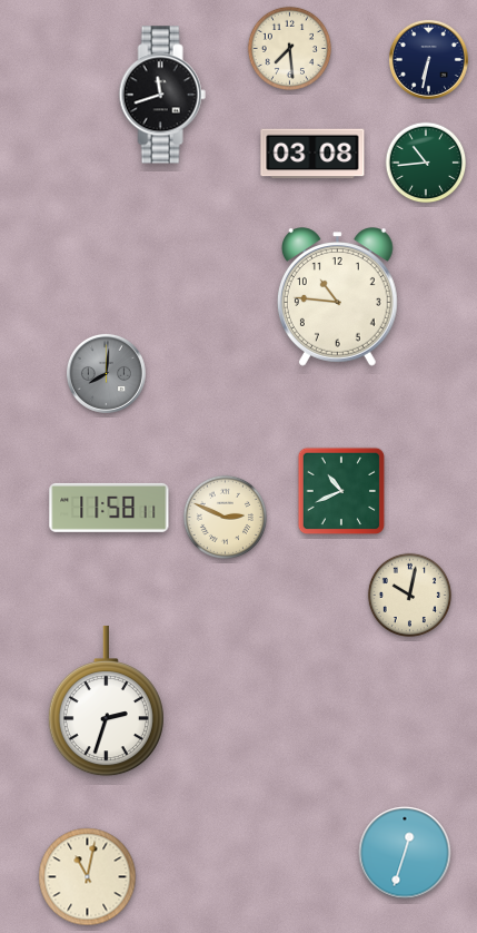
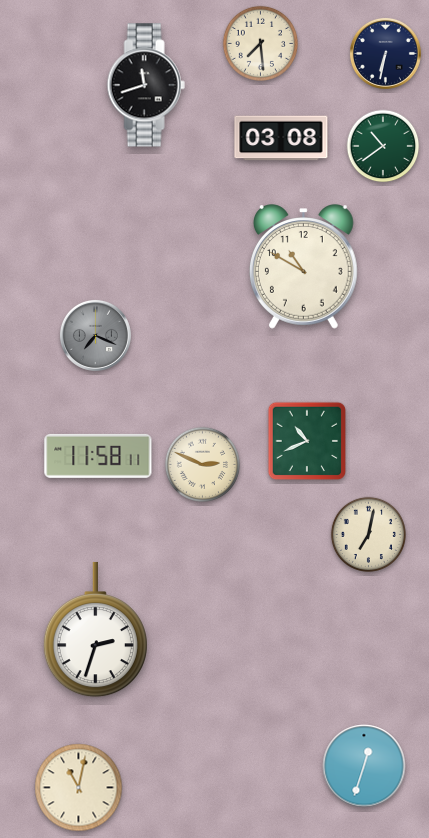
clock at (426, 163): 10:44 -> 10:39
clock at (337, 297): 10:46 -> 10:50
clock at (106, 373): 8:01 -> 7:19
clock at (409, 595): 10:02 -> 7:02
